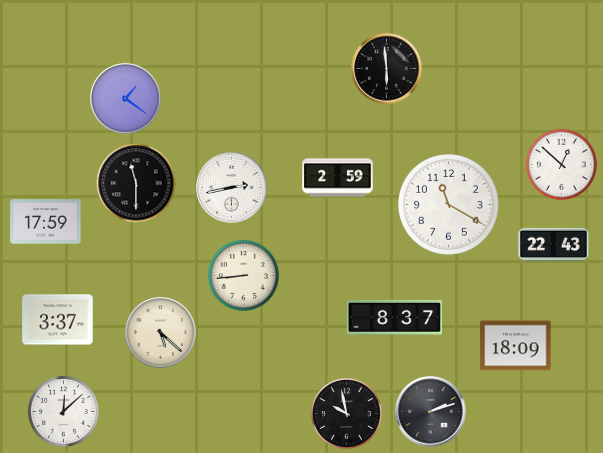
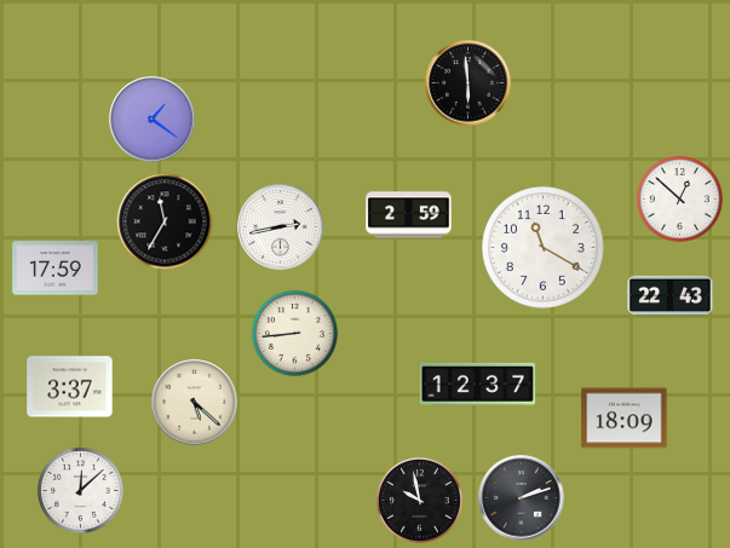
clock at (136, 183): 11:30 -> 11:35
clock at (395, 317): 8:37 -> 12:37
clock at (63, 411) position: (63, 411) -> (80, 490)
